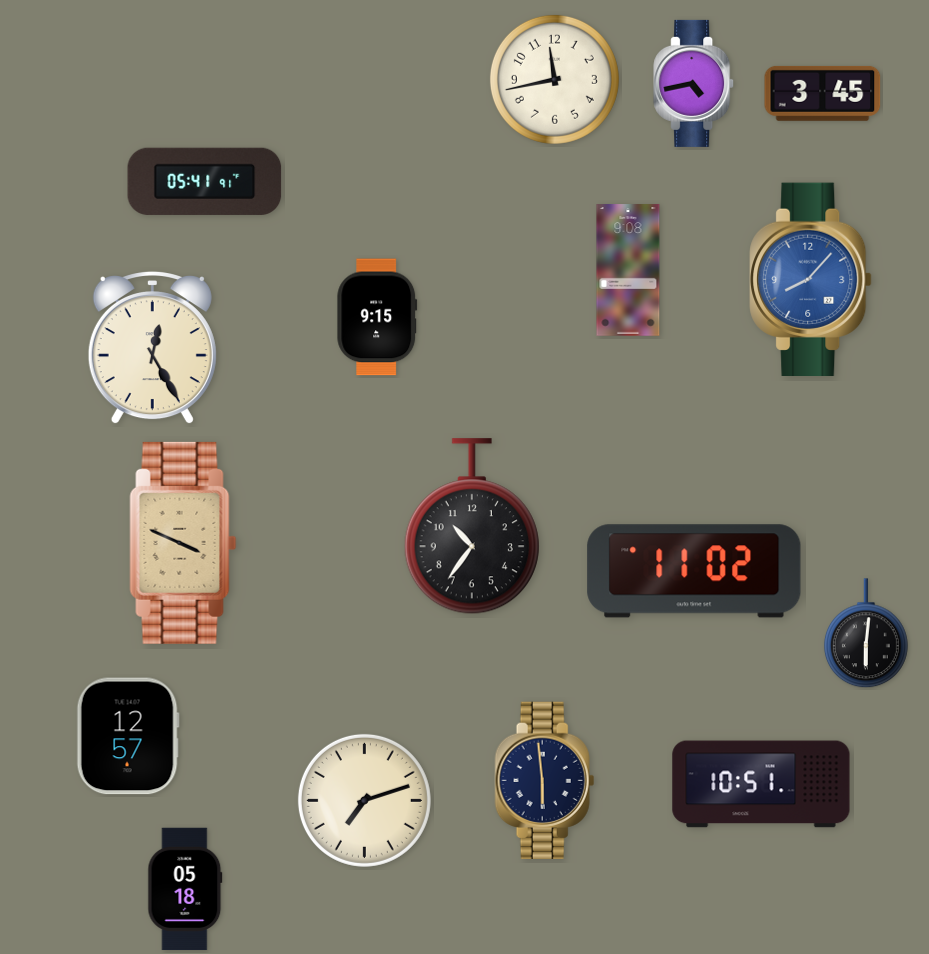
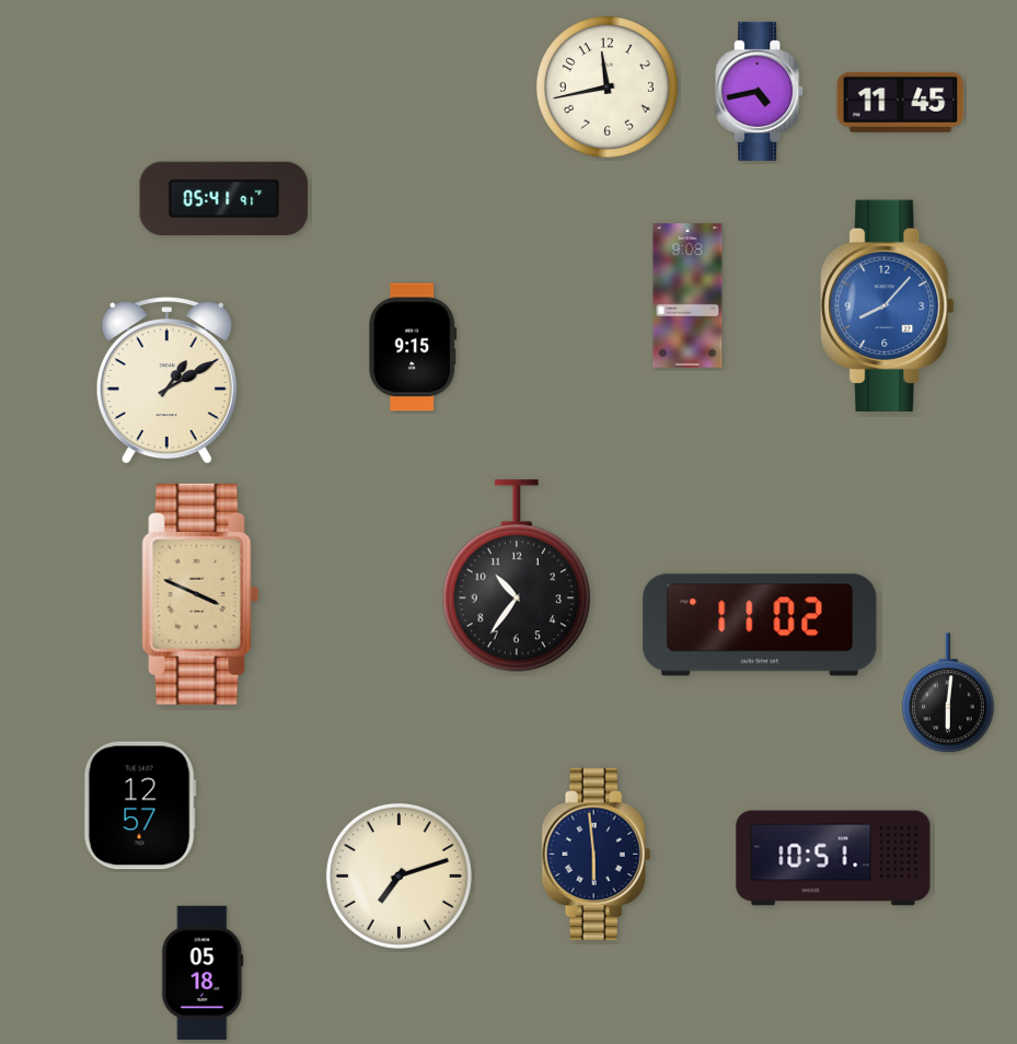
clock at (823, 93): 3:45 -> 11:45
clock at (152, 348): 12:25 -> 1:10
